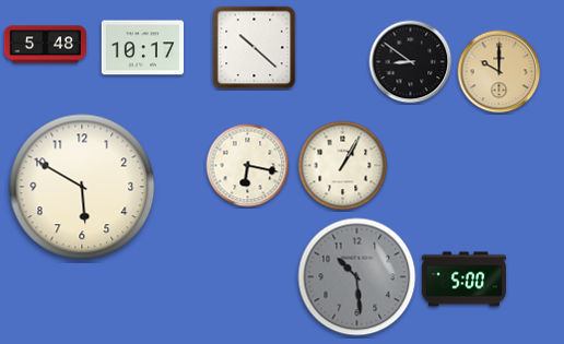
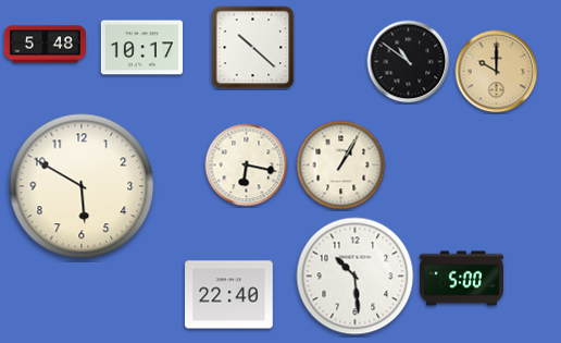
clock at (411, 62): 8:51 -> 10:51
clock at (357, 277) dial: grey -> white
clock at (229, 295): none -> 22:40
